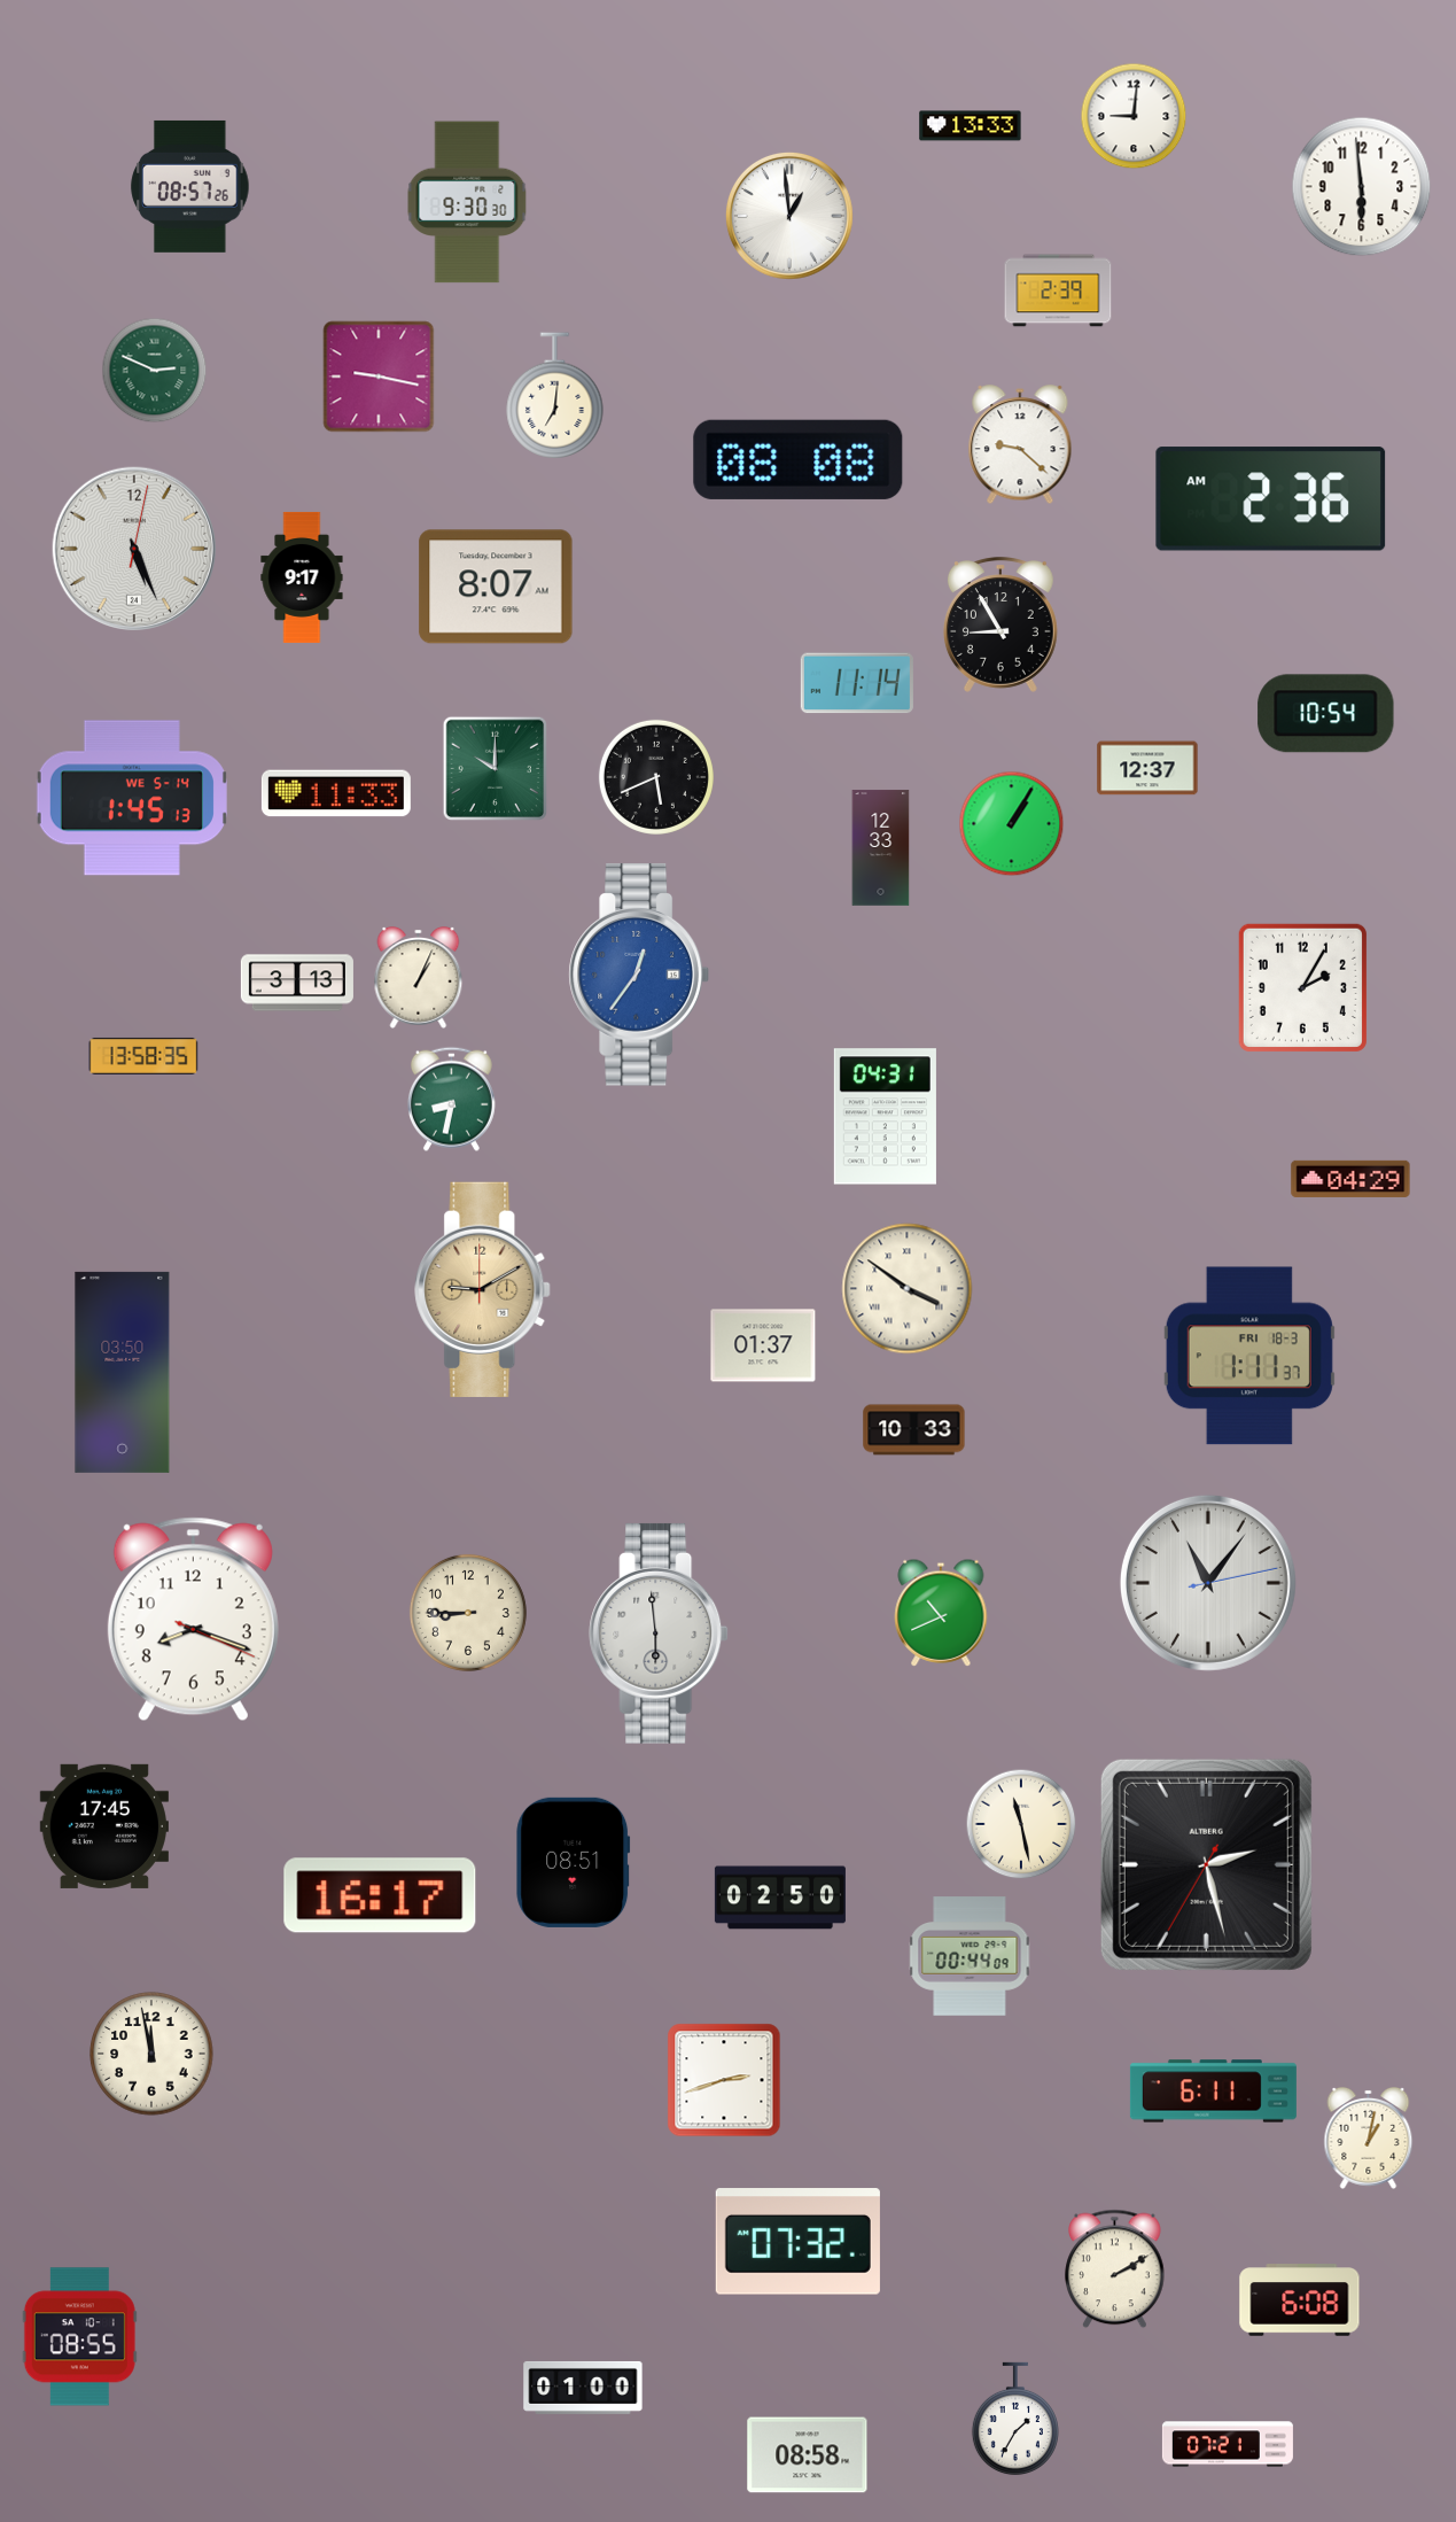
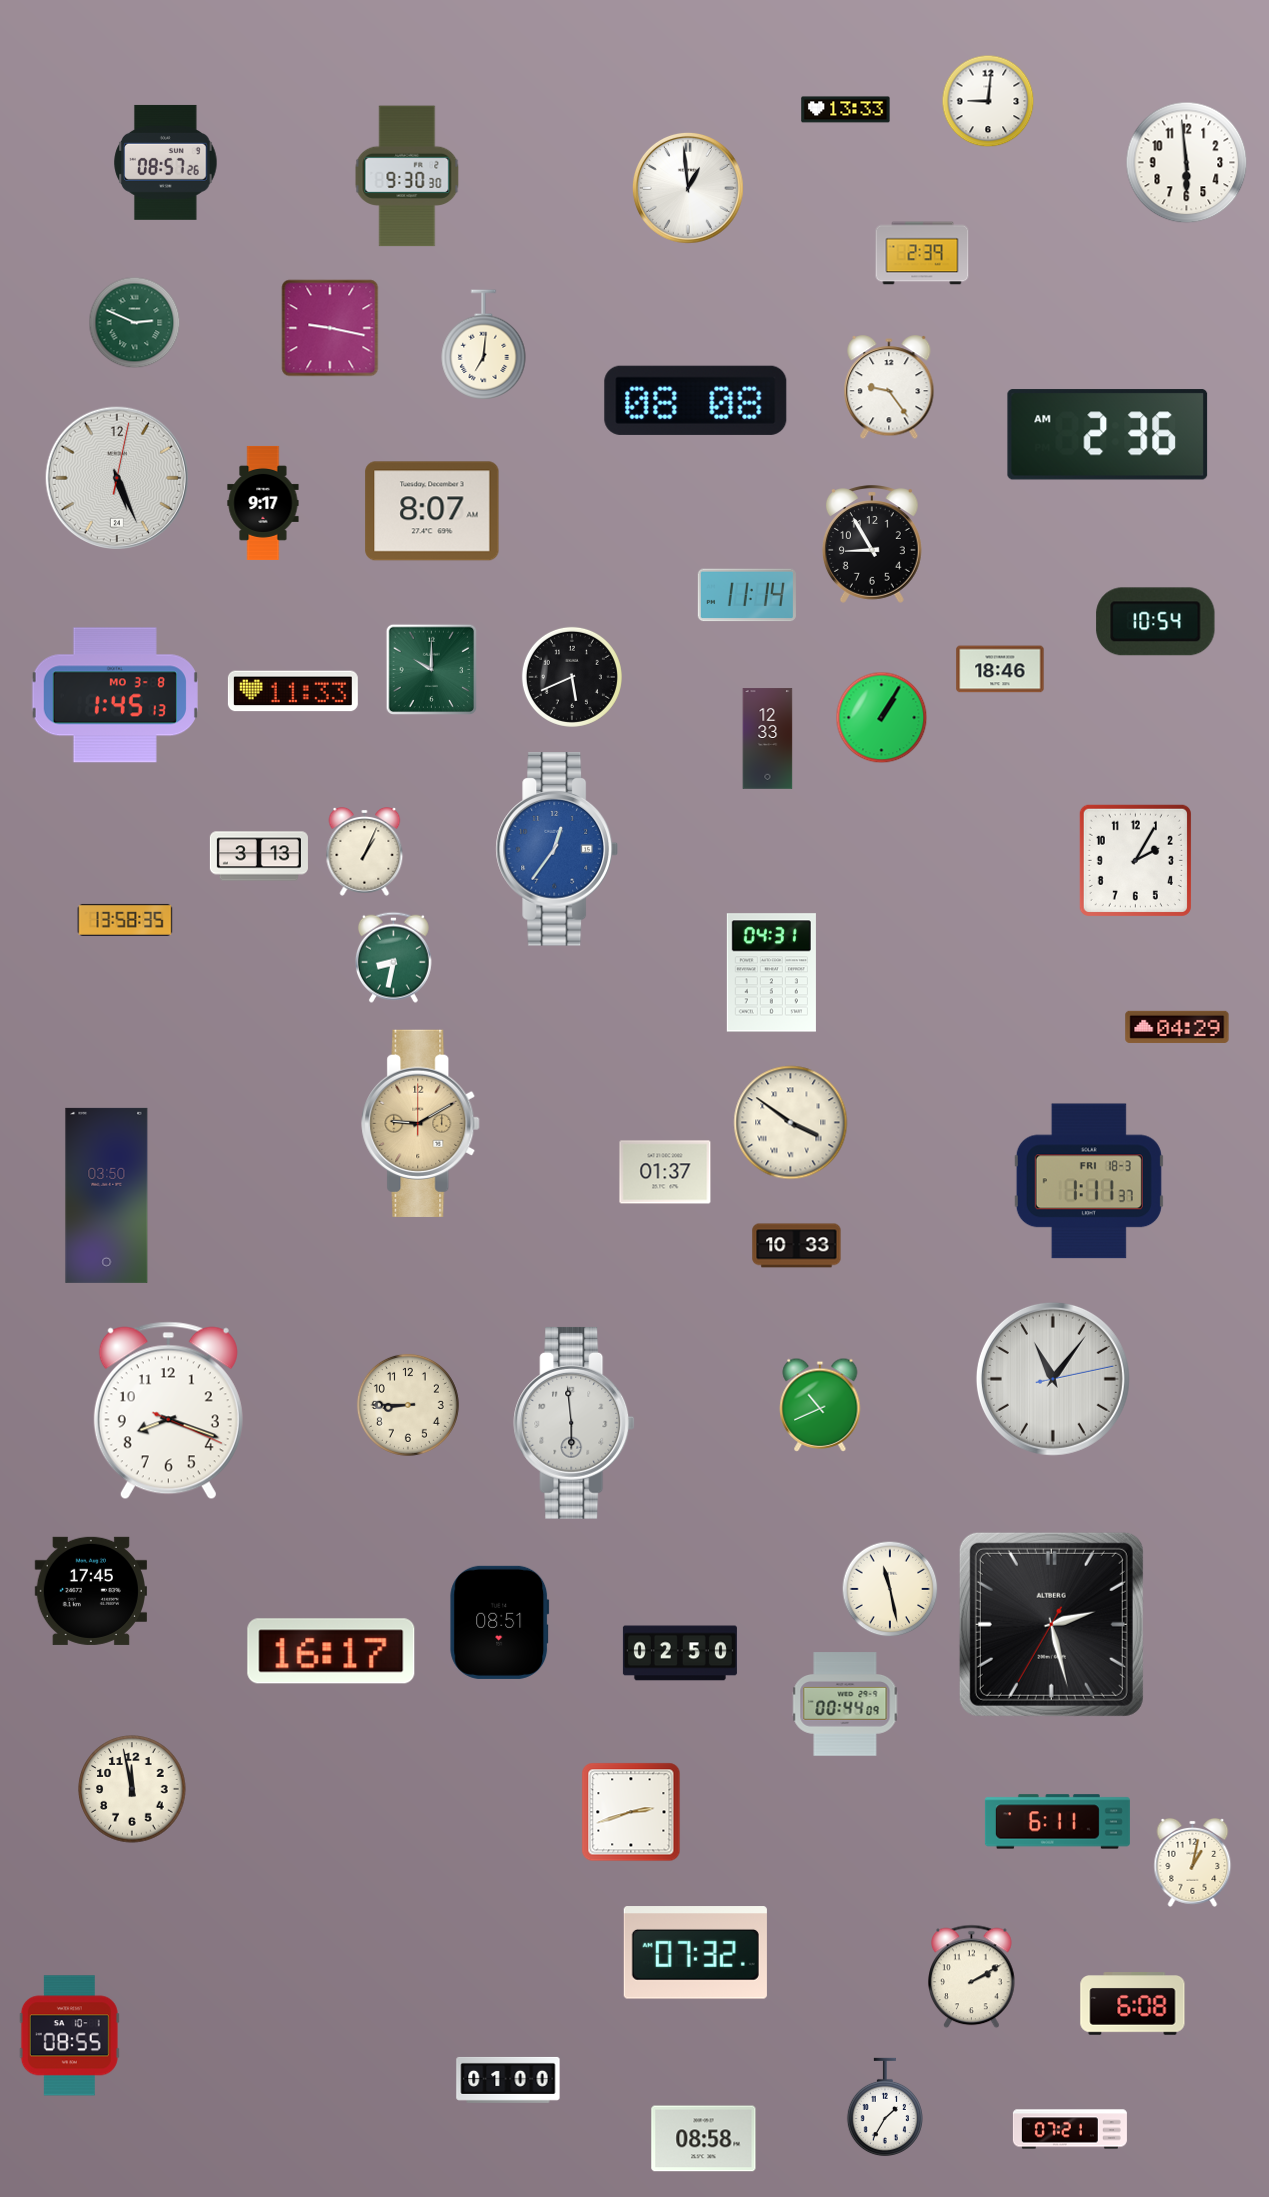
clock at (1020, 445): 9:22 -> 9:24
clock at (1147, 768): 12:37 -> 18:46
clock at (132, 798) date: WE 5-14 -> MO 3-8
